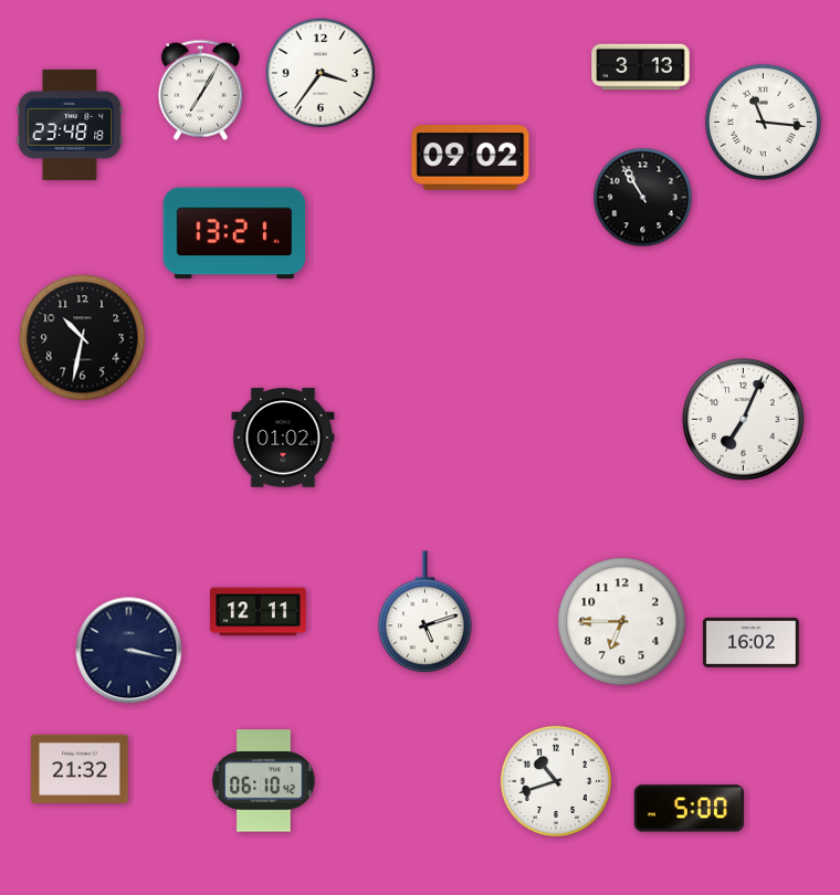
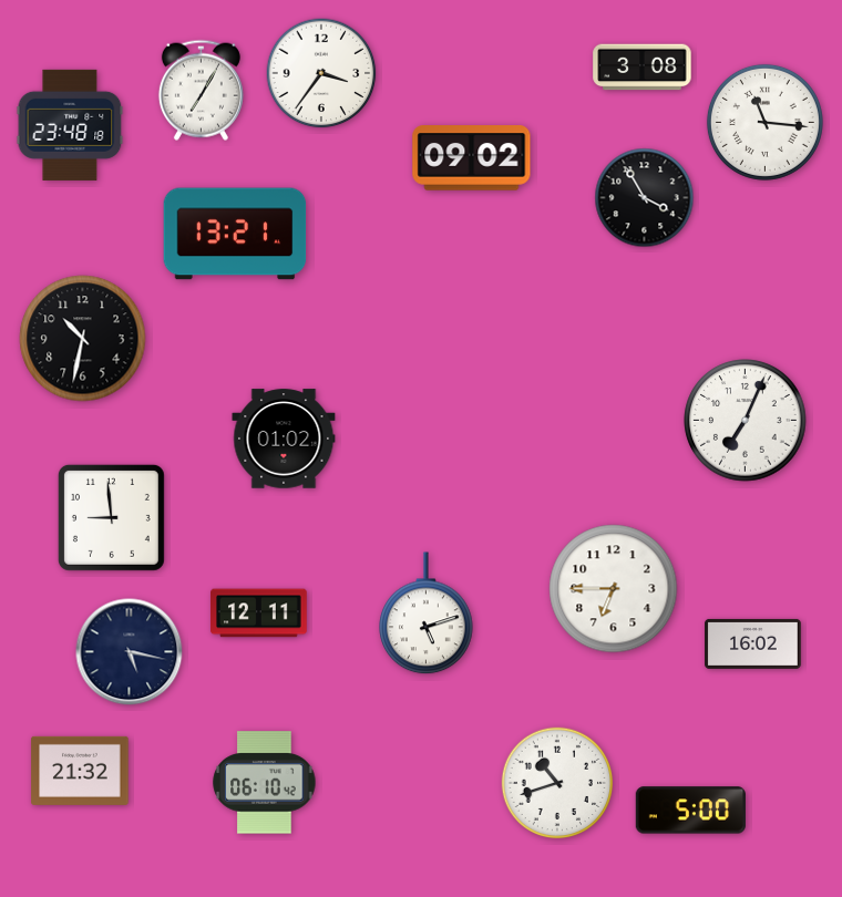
clock at (641, 67): 3:13 -> 3:08
clock at (643, 198): 10:55 -> 3:55
clock at (111, 517): none -> 8:59
clock at (622, 622) position: (622, 622) -> (614, 589)
clock at (129, 651): 3:17 -> 5:17
